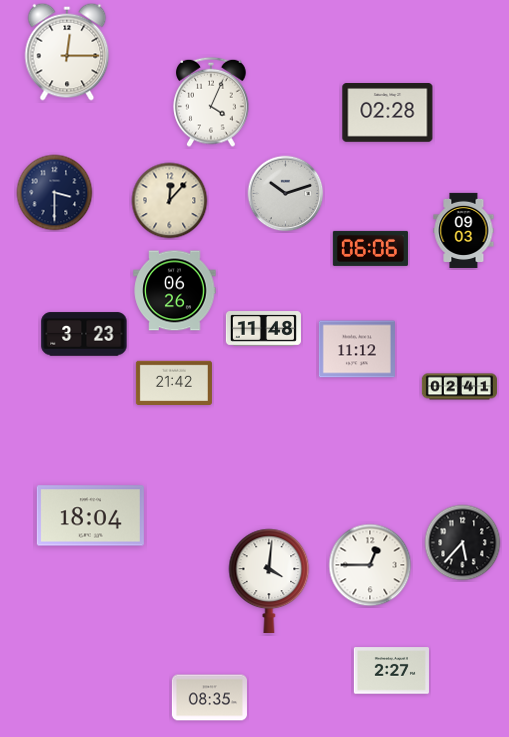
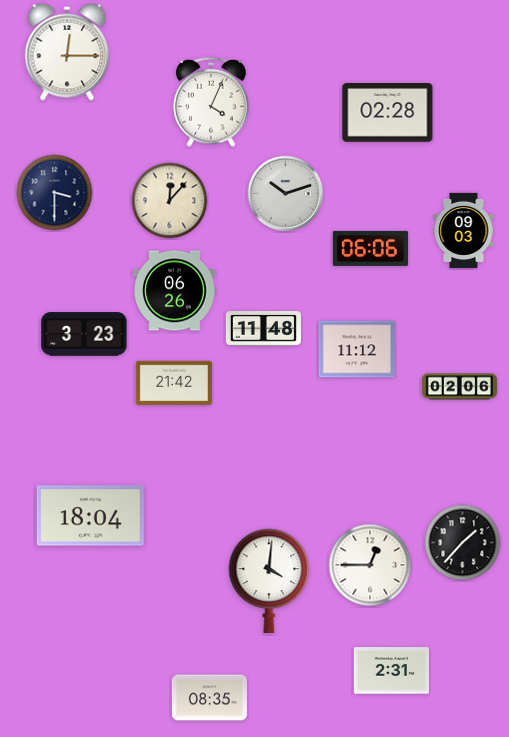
clock at (459, 387): 02:41 -> 02:06
clock at (463, 543): 5:37 -> 1:37
clock at (391, 671): 2:27 -> 2:31
